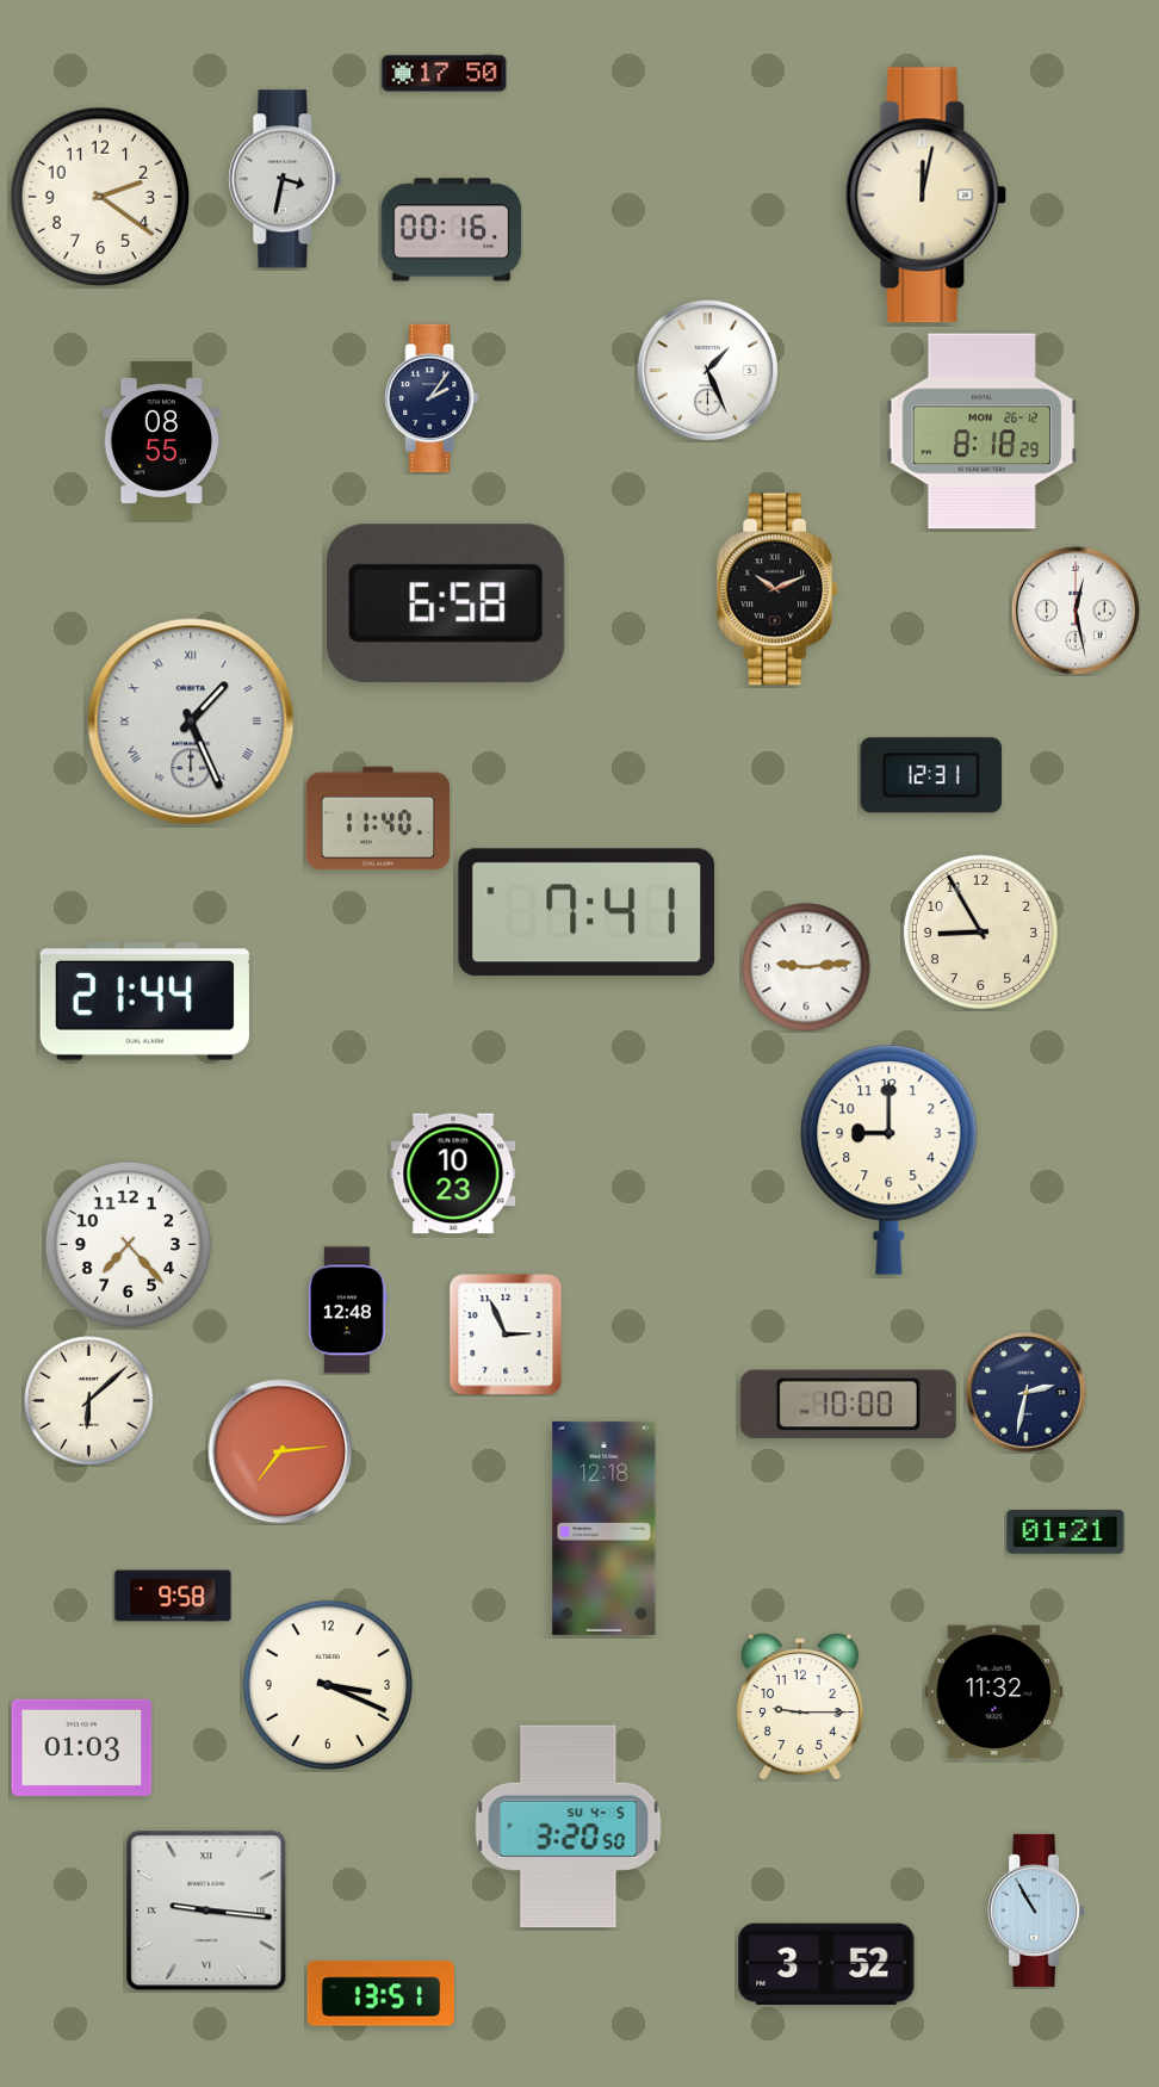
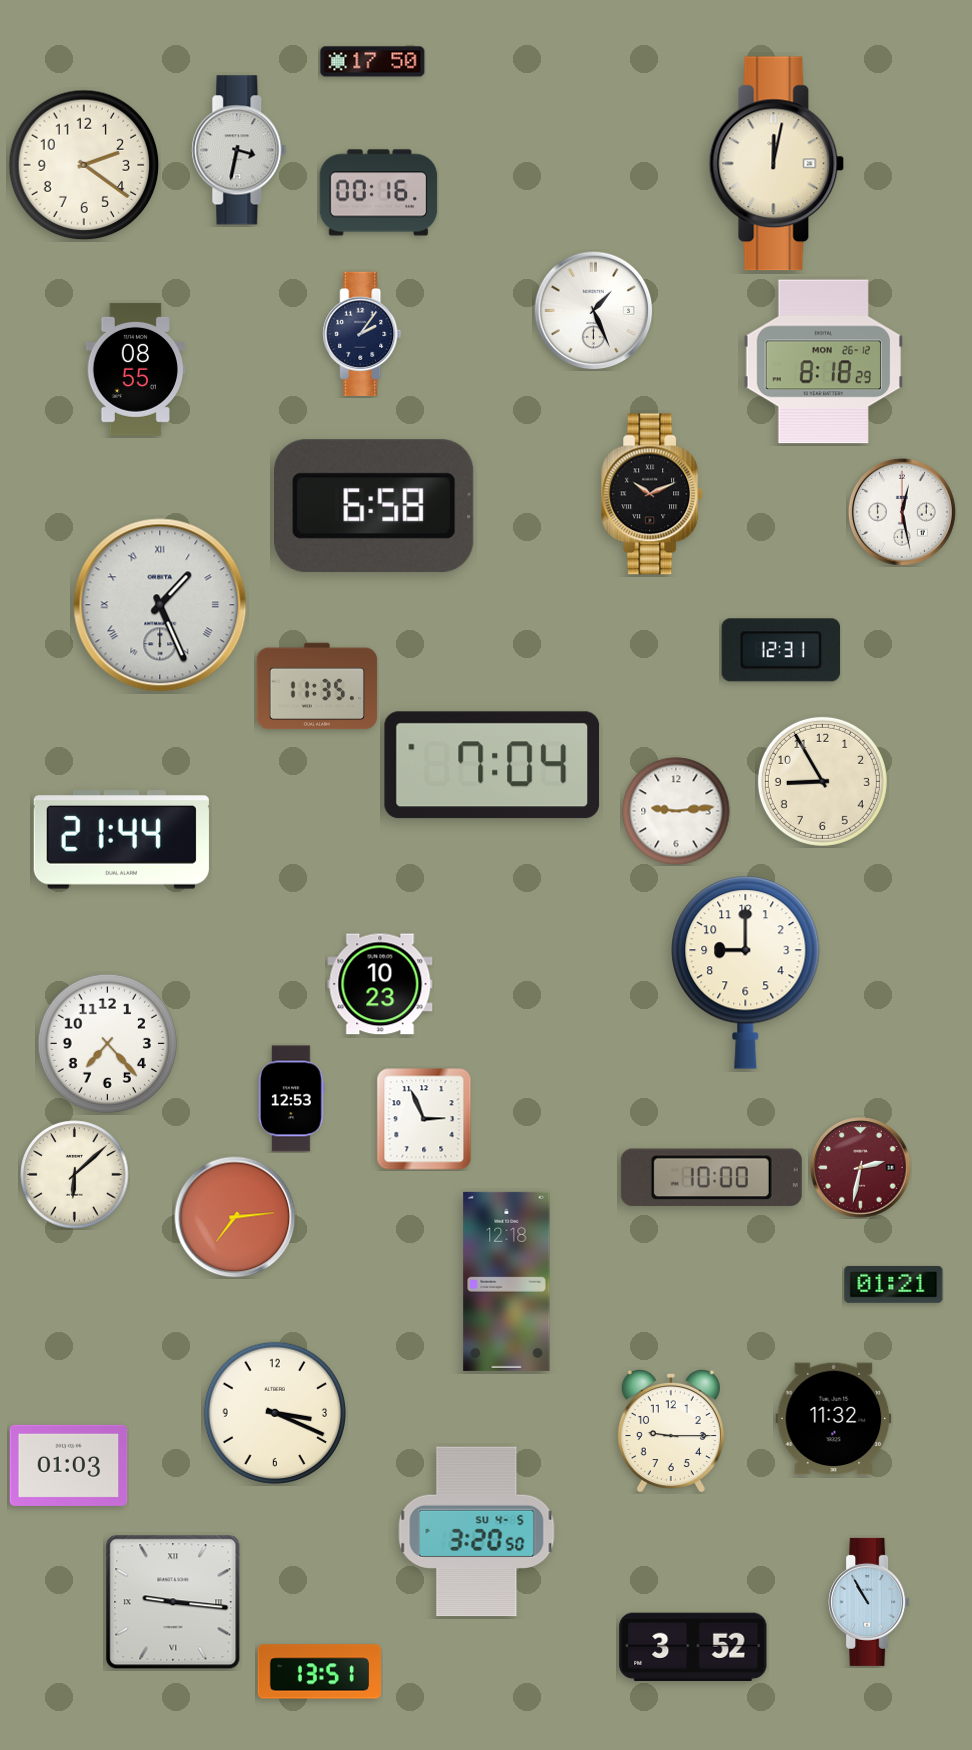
clock at (378, 818): 11:40 -> 11:35
clock at (587, 912): 7:41 -> 7:04
clock at (348, 1311): 12:48 -> 12:53
clock at (1027, 1393) dial: navy -> burgundy
clock at (173, 1596): 9:58 -> none
